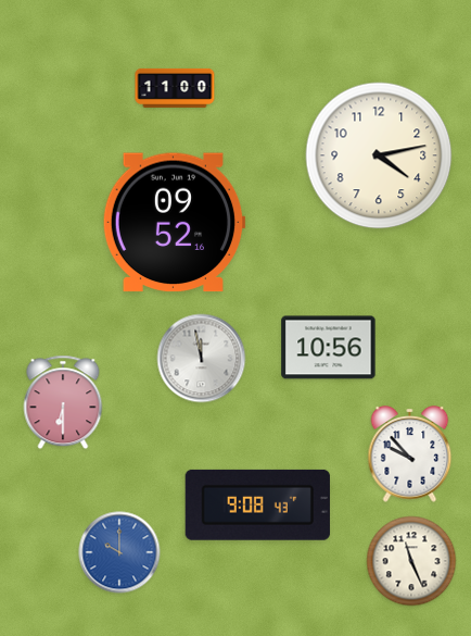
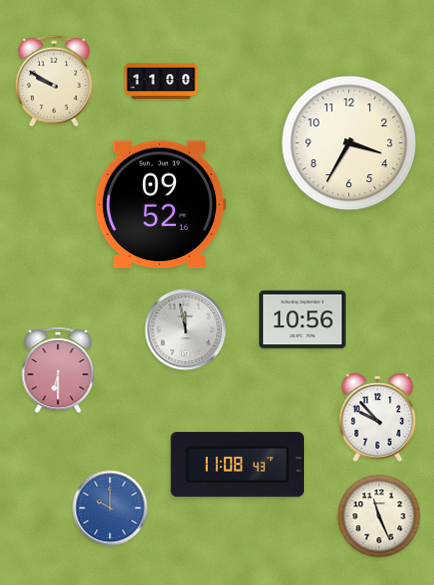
clock at (54, 81): none -> 9:50
clock at (379, 155): 4:13 -> 3:35
clock at (257, 504): 9:08 -> 11:08
